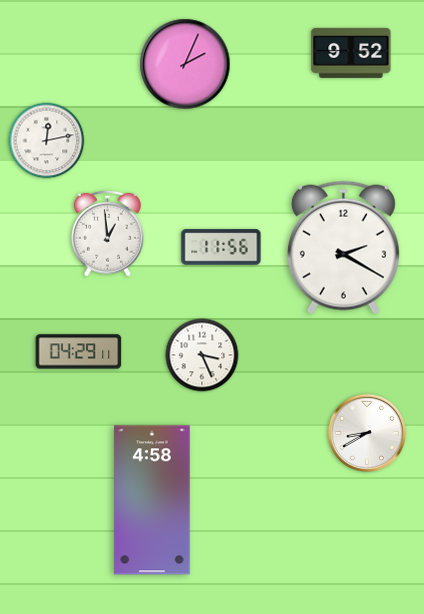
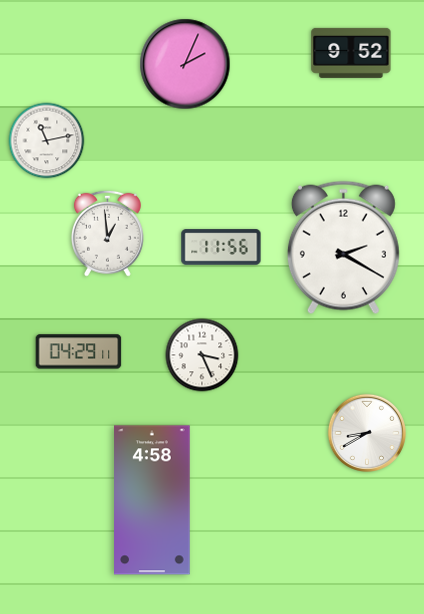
clock at (47, 141): 12:13 -> 11:13
